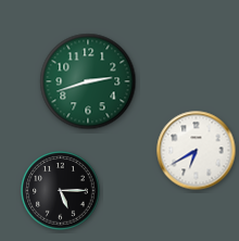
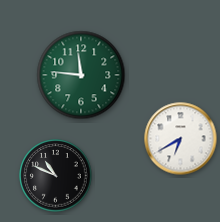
clock at (88, 81): 2:42 -> 11:46
clock at (61, 191): 5:15 -> 10:49
